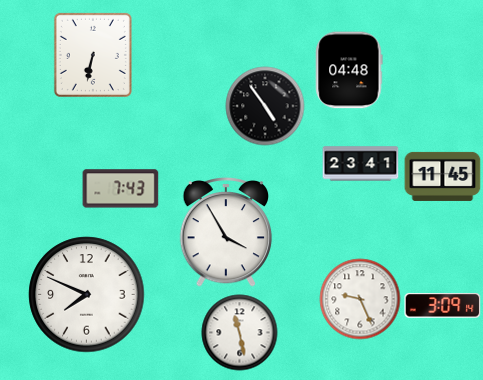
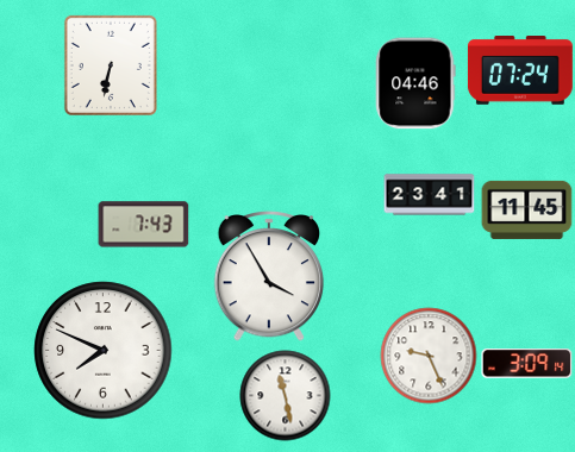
clock at (520, 71): none -> 07:24
clock at (349, 70): 04:48 -> 04:46
clock at (265, 106): 4:54 -> none
